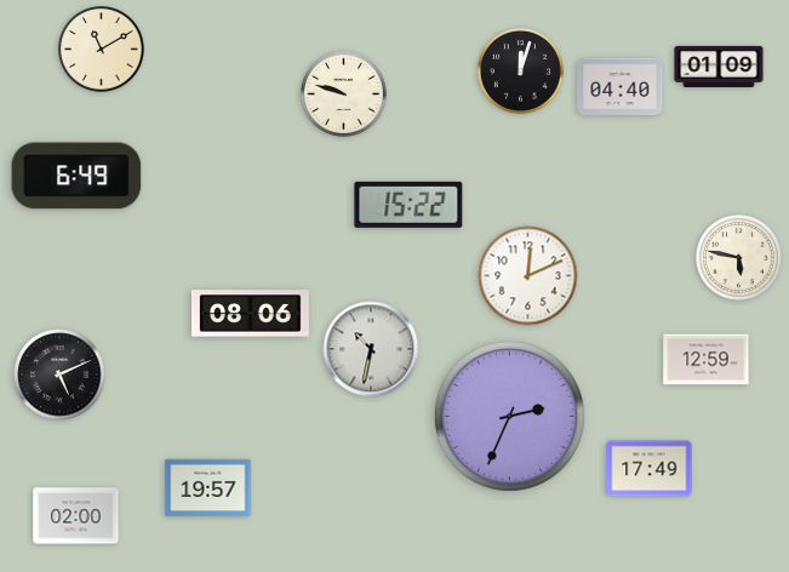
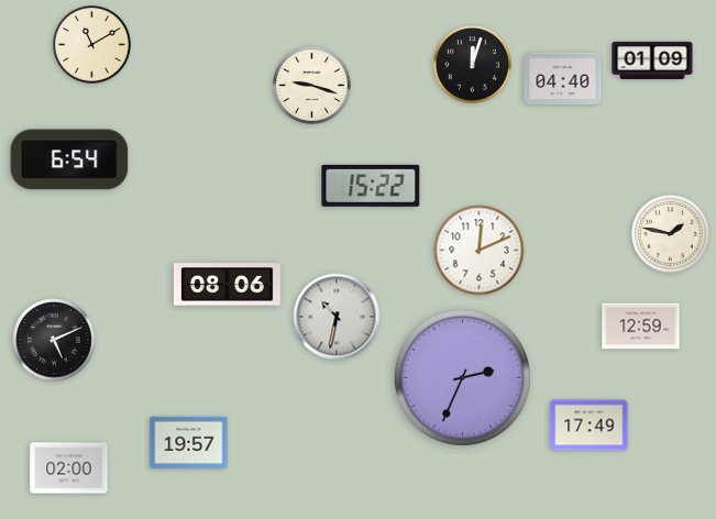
clock at (344, 95): 9:48 -> 9:18
clock at (76, 176): 6:49 -> 6:54
clock at (739, 258): 5:47 -> 1:47
